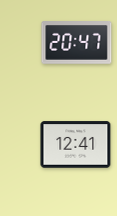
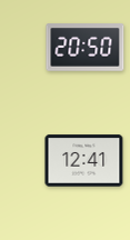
clock at (77, 43): 20:47 -> 20:50
